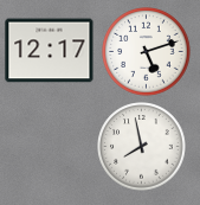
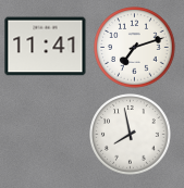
clock at (50, 51): 12:17 -> 11:41
clock at (147, 52): 5:12 -> 7:12
